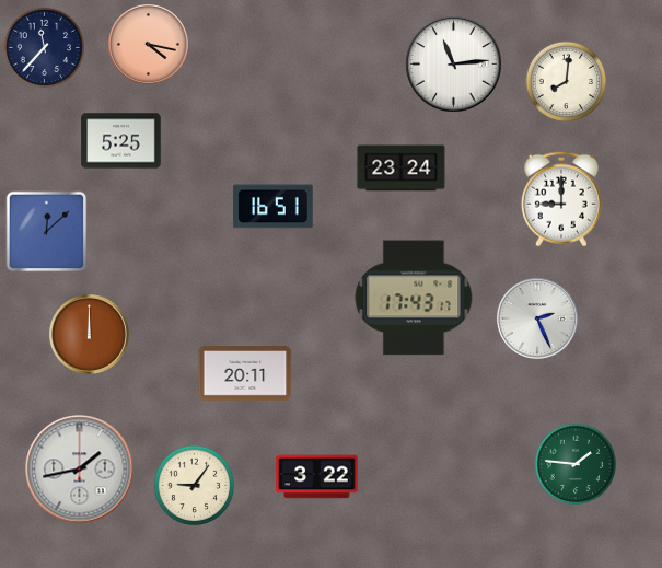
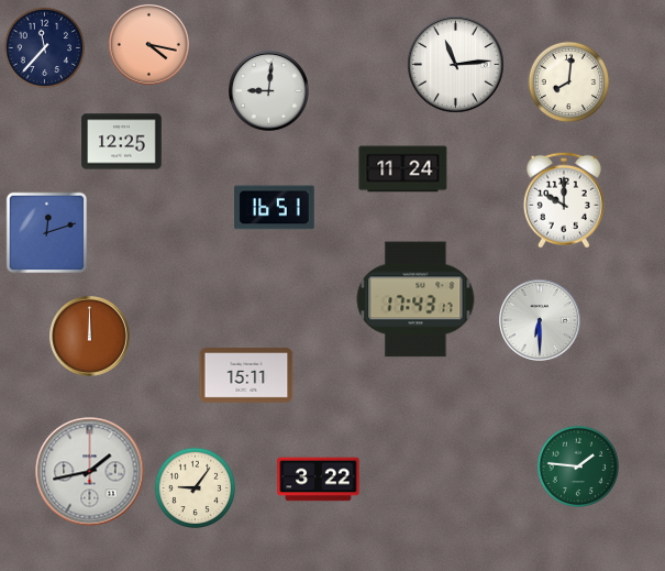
clock at (269, 91): none -> 9:01
clock at (121, 141): 5:25 -> 12:25
clock at (402, 169): 23:24 -> 11:24
clock at (561, 199): 9:00 -> 10:00
clock at (47, 232): 12:08 -> 12:12
clock at (538, 320): 2:26 -> 6:30
clock at (245, 374): 20:11 -> 15:11
clock at (80, 470) position: (80, 470) -> (90, 472)
